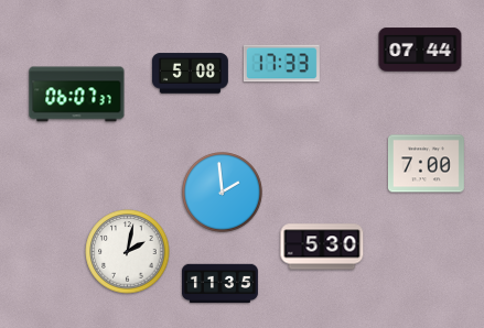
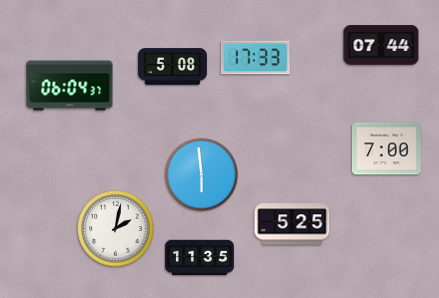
clock at (77, 95): 06:07 -> 06:04
clock at (223, 193): 1:59 -> 5:59
clock at (322, 247): 5:30 -> 5:25
